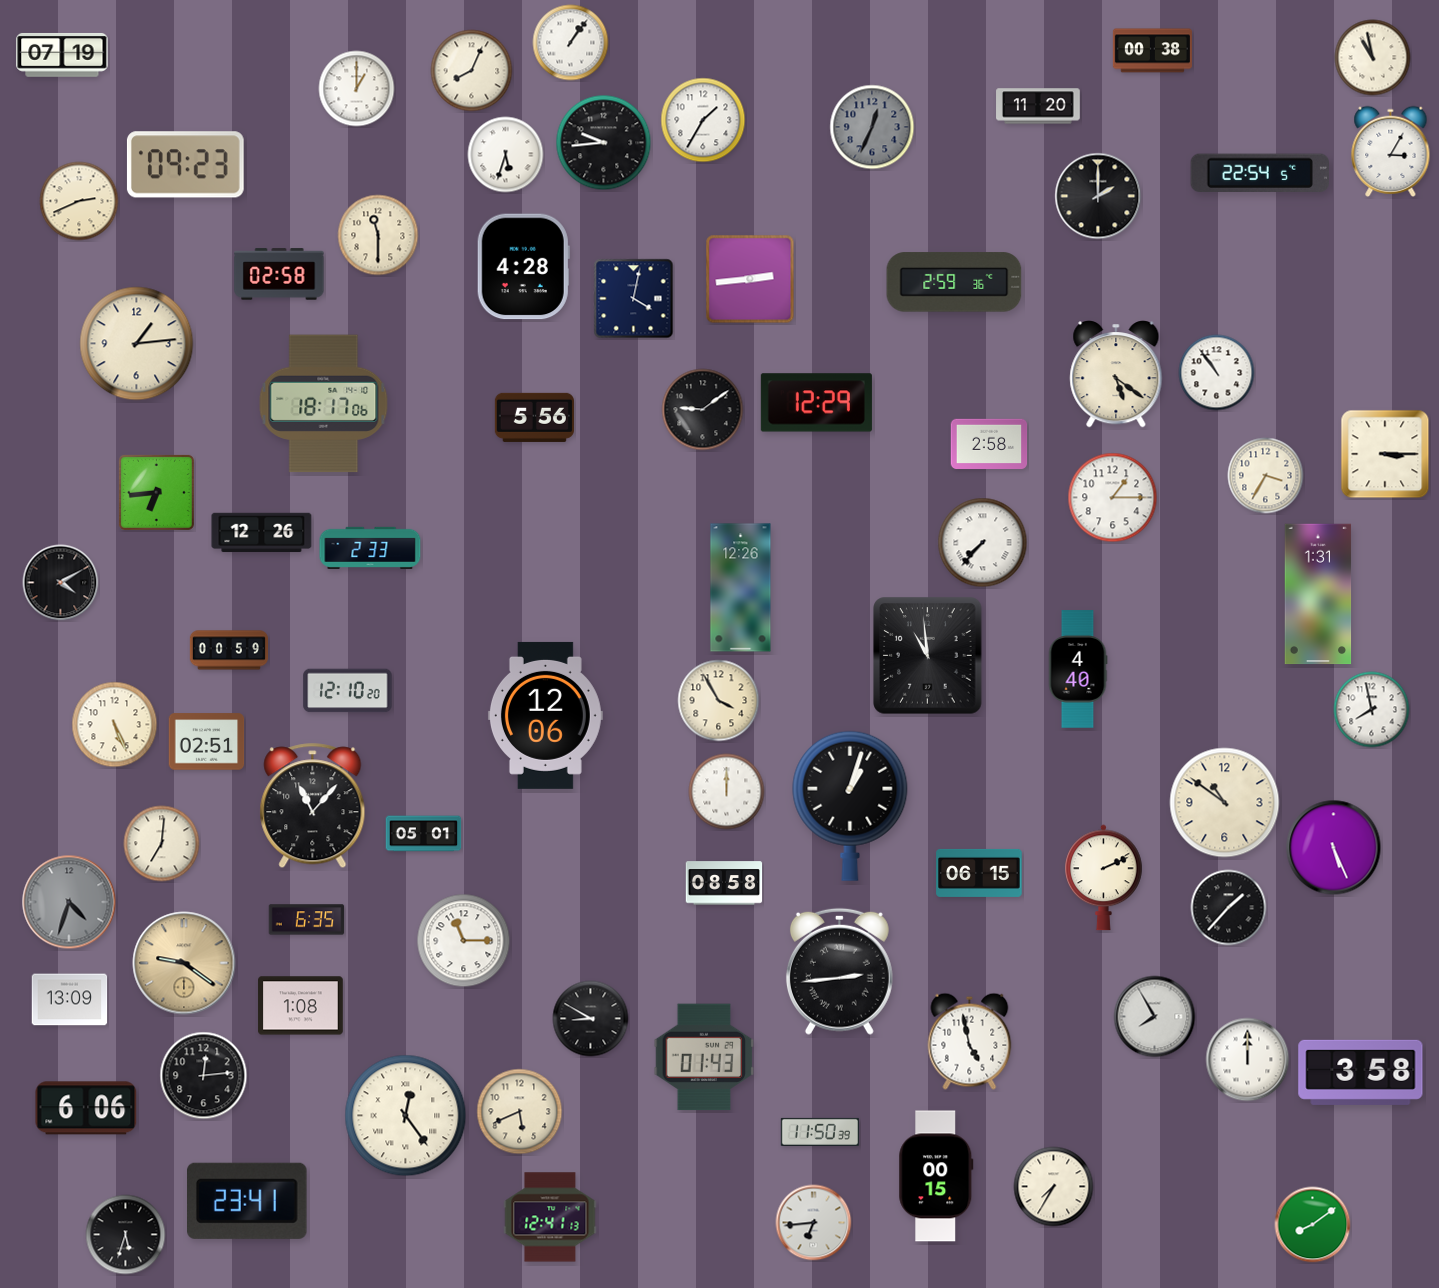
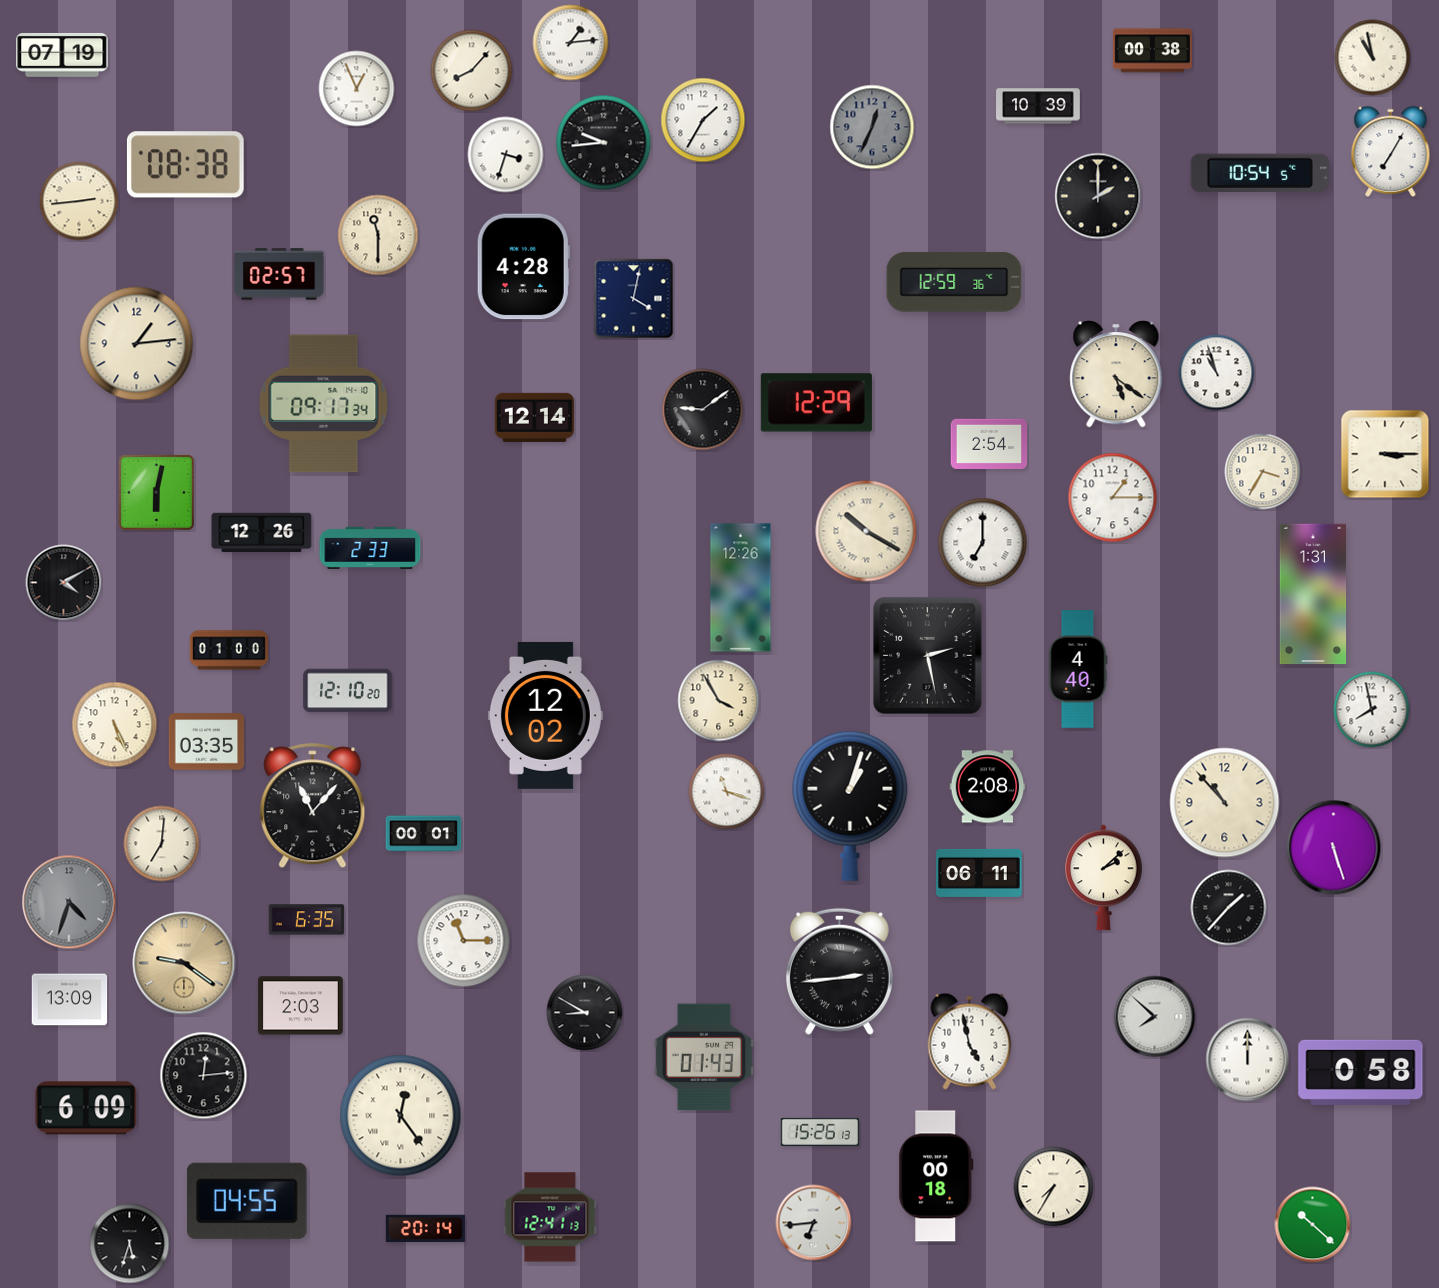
clock at (571, 43): 1:06 -> 1:14
clock at (472, 71): 8:04 -> 8:07
clock at (357, 89): 1:00 -> 12:56
clock at (1038, 106): 11:20 -> 10:39
clock at (1391, 151): 3:05 -> 7:05
clock at (506, 155): 5:33 -> 3:33
clock at (185, 165): 09:23 -> 08:38
clock at (1260, 172): 22:54 -> 10:54
clock at (79, 201): 2:41 -> 2:44
clock at (279, 274): 02:58 -> 02:57
clock at (750, 279): 2:44 -> none
clock at (954, 282): 2:59 -> 12:59
clock at (1217, 373): 10:54 -> 10:57
clock at (324, 404): 18:17 -> 09:17
clock at (534, 417): 5:56 -> 12:14
clock at (989, 444): 2:58 -> 2:54
clock at (1266, 476) position: (1266, 476) -> (1263, 472)
clock at (156, 492): 6:44 -> 6:02
clock at (866, 531): none -> 10:20
clock at (983, 543): 7:37 -> 7:00
clock at (61, 583) position: (61, 583) -> (64, 583)
clock at (1318, 594) position: (1318, 594) -> (1313, 594)
clock at (228, 650): 00:59 -> 01:00
clock at (928, 656): 10:59 -> 2:28
clock at (545, 715): 12:06 -> 12:02
clock at (207, 742): 02:51 -> 03:35
clock at (988, 787): none -> 2:08
clock at (727, 792): 12:00 -> 11:18
clock at (1225, 803): 10:51 -> 10:53
clock at (424, 834): 05:01 -> 00:01
clock at (1334, 848): 5:26 -> 5:27
clock at (979, 873): 06:15 -> 06:11
clock at (1104, 878): 2:11 -> 2:08
clock at (724, 883): 08:58 -> none
clock at (301, 1006): 1:08 -> 2:03
clock at (1155, 1017): 7:55 -> 7:52
clock at (591, 1019) position: (591, 1019) -> (585, 1013)
clock at (1361, 1072): 3:58 -> 0:58
clock at (86, 1108): 6:06 -> 6:09
clock at (520, 1112): 5:41 -> none
clock at (406, 1116) position: (406, 1116) -> (401, 1116)
clock at (819, 1132): 11:50 -> 15:26
clock at (936, 1176): 00:15 -> 00:18
clock at (248, 1201): 23:41 -> 04:55
clock at (1313, 1225): 8:09 -> 10:22
clock at (425, 1229): none -> 20:14
clock at (126, 1235) position: (126, 1235) -> (130, 1244)
